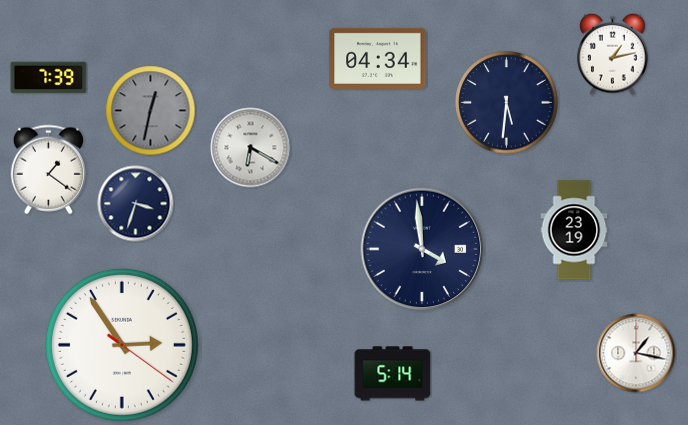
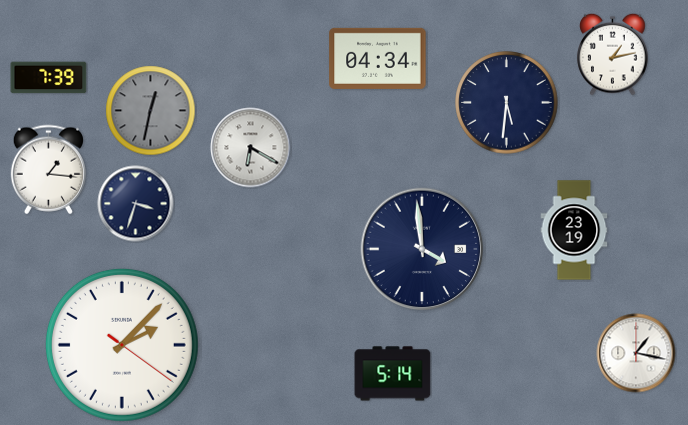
clock at (48, 170): 1:21 -> 1:16
clock at (122, 345): 2:54 -> 2:07
